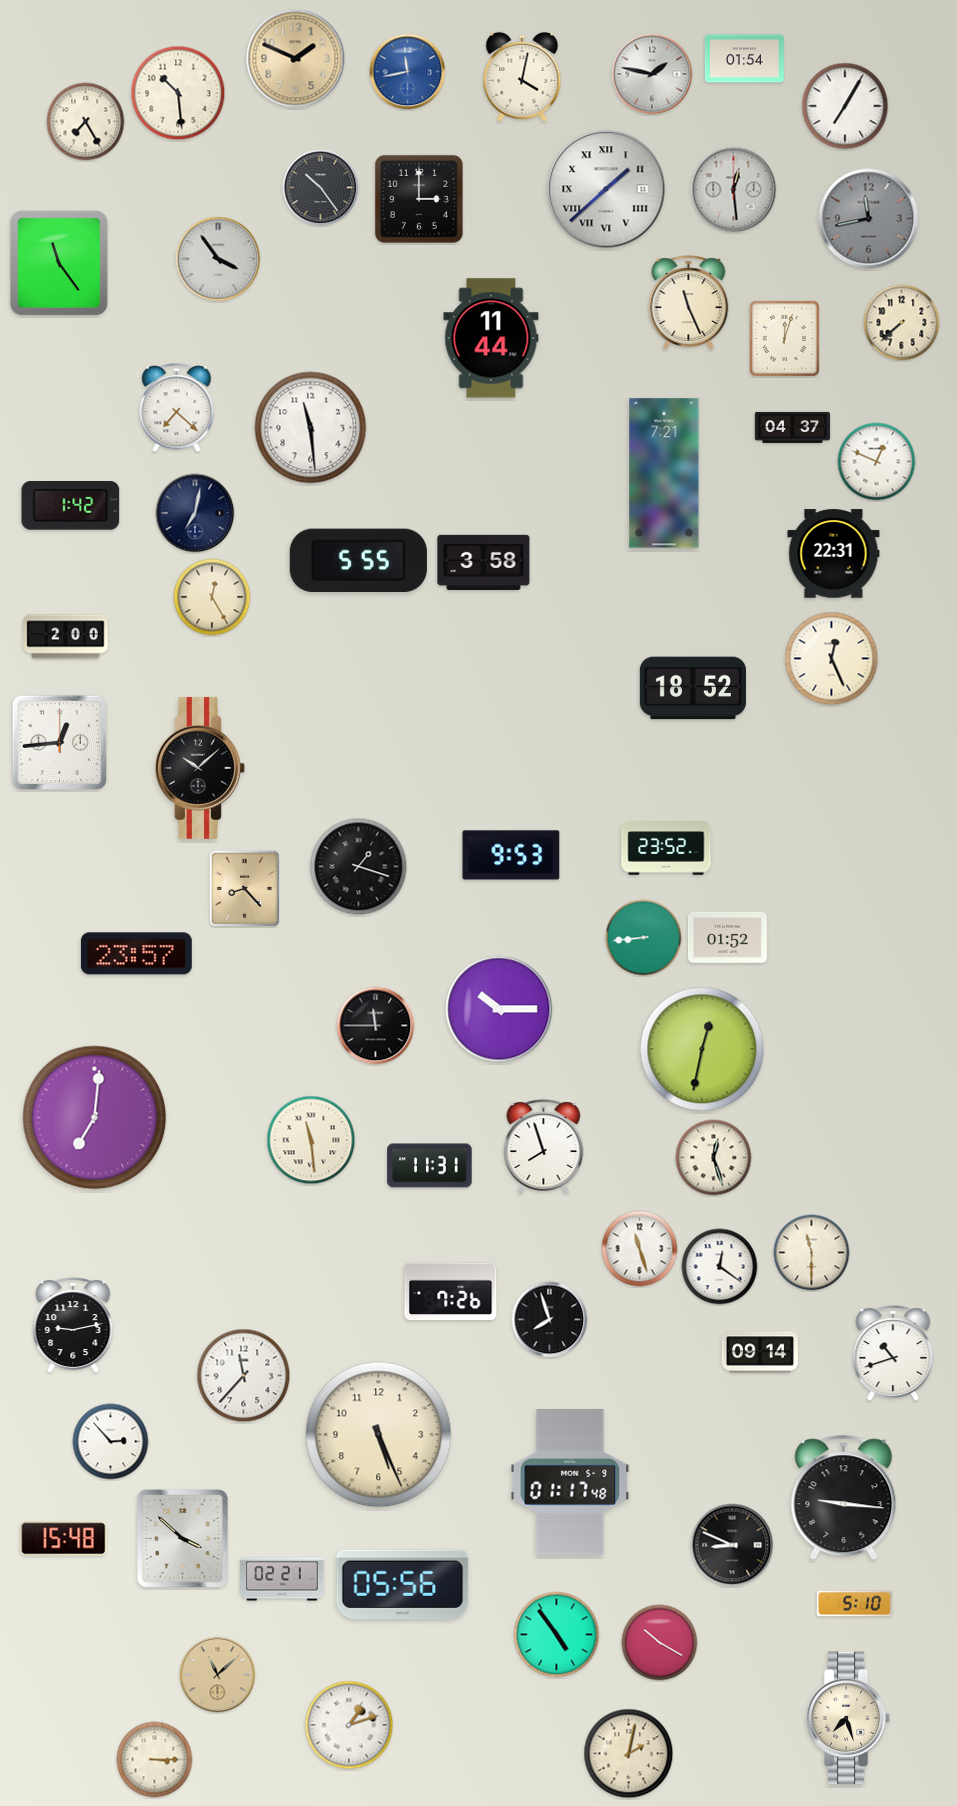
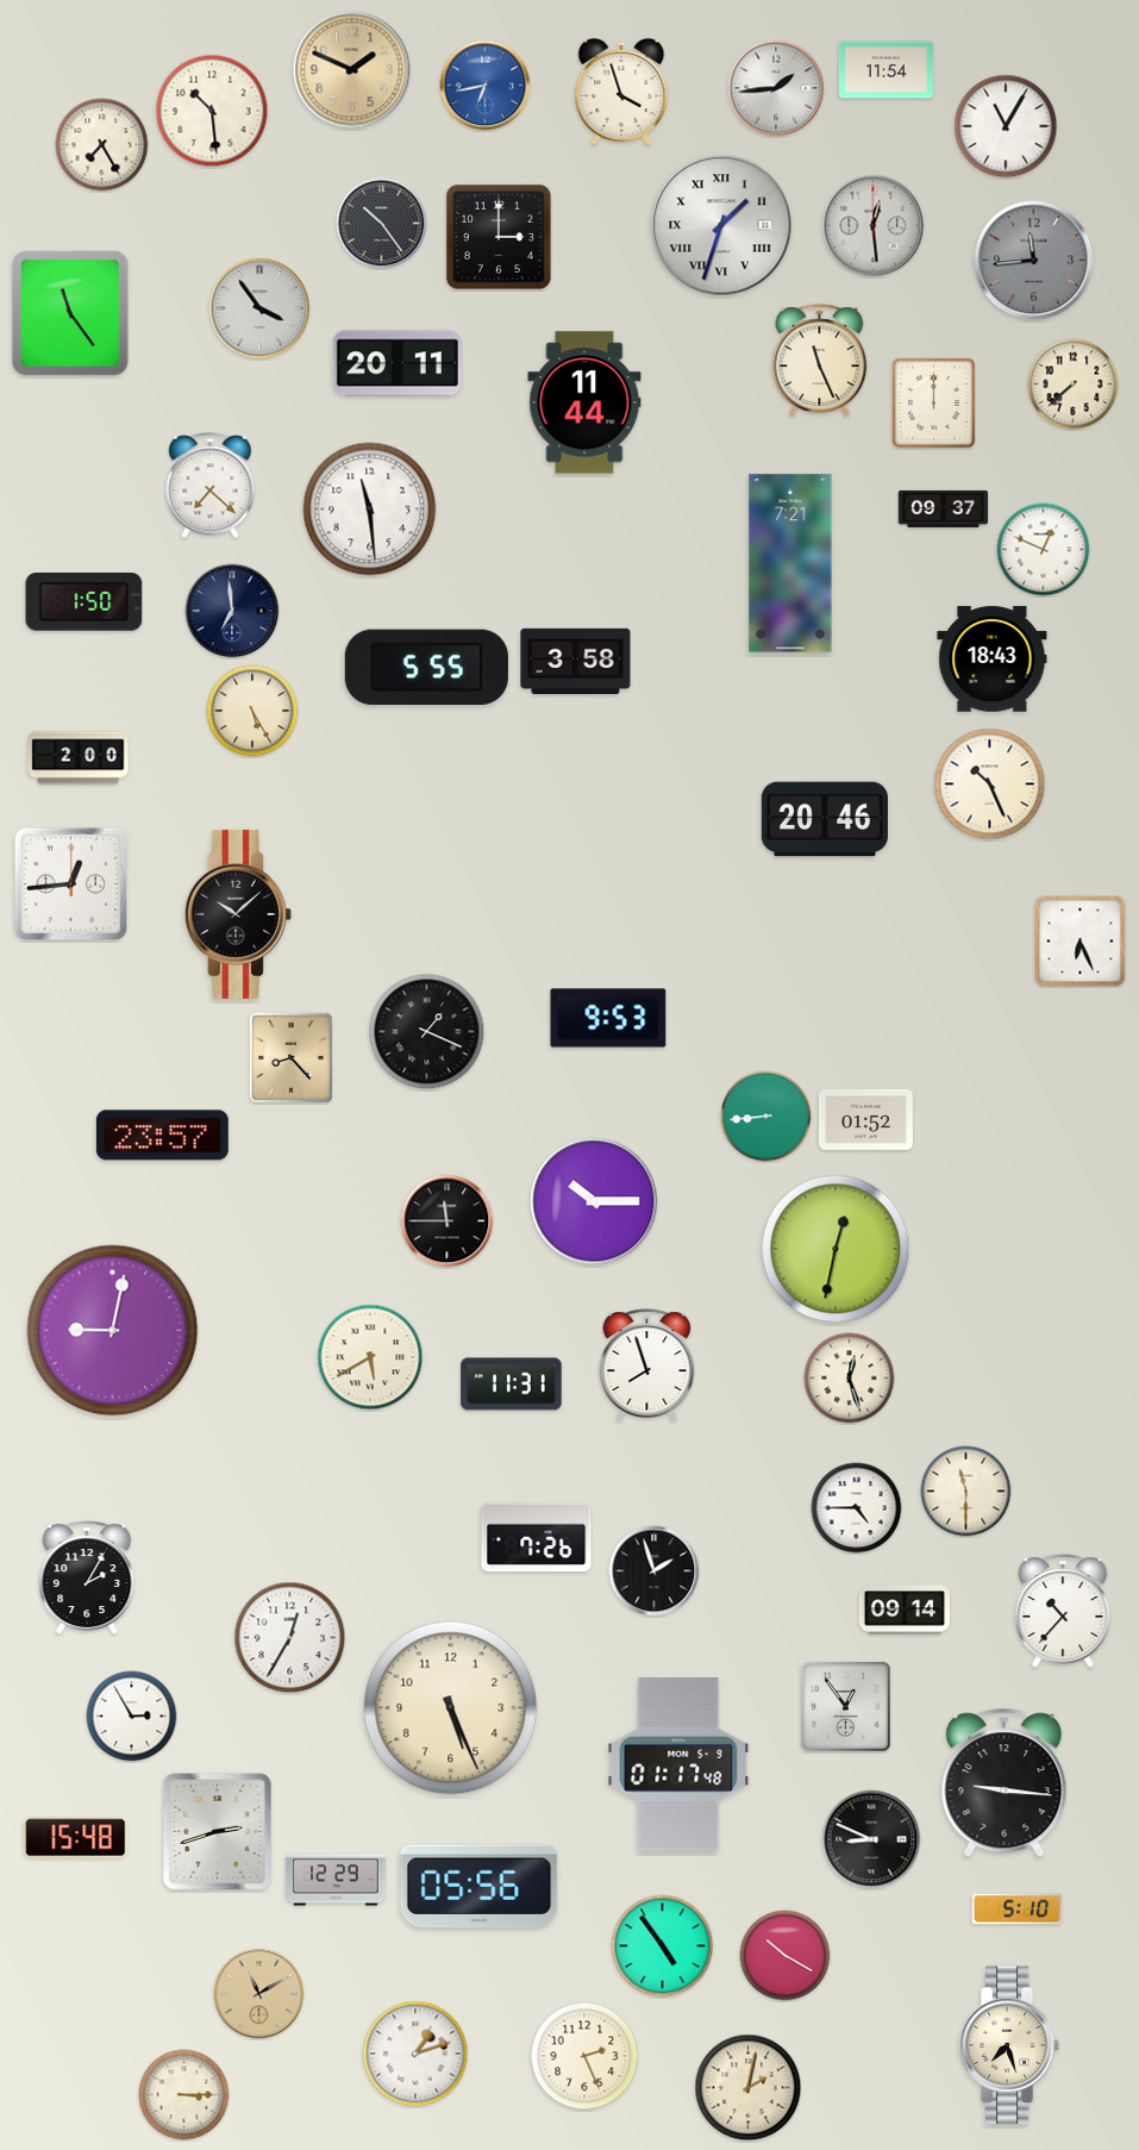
clock at (744, 59): 01:54 -> 11:54
clock at (408, 72): 11:43 -> 6:43
clock at (652, 74): 1:47 -> 1:44
clock at (522, 77): 4:02 -> 3:57
clock at (845, 106): 7:05 -> 11:05
clock at (606, 189): 1:38 -> 1:33
clock at (869, 219): 11:43 -> 11:44
clock at (398, 363): none -> 20:11
clock at (784, 338): 12:03 -> 12:00
clock at (793, 427): 04:37 -> 09:37
clock at (71, 506): 1:42 -> 1:50
clock at (195, 513): 7:02 -> 6:59
clock at (834, 554): 22:31 -> 18:43
clock at (484, 562) position: (484, 562) -> (576, 661)
clock at (212, 597): 12:25 -> 5:25
clock at (832, 659): 12:26 -> 10:26
clock at (693, 688): 18:52 -> 20:46
clock at (1081, 942): none -> 6:26
clock at (666, 848): 23:52 -> none
clock at (359, 867): 1:18 -> 1:19
clock at (727, 937) position: (727, 937) -> (865, 1119)
clock at (95, 1118): 7:01 -> 9:02
clock at (311, 1140): 11:29 -> 5:40
clock at (430, 1166) position: (430, 1166) -> (512, 1385)
clock at (640, 1249): 11:27 -> none
clock at (720, 1267): 12:21 -> 4:45
clock at (550, 1320): 7:57 -> 1:57
clock at (73, 1325): 9:13 -> 2:05
clock at (893, 1353): 10:42 -> 10:37
clock at (244, 1376): 11:37 -> 12:35
clock at (845, 1706): none -> 12:54
clock at (111, 1442): 2:53 -> 2:55
clock at (64, 1539) position: (64, 1539) -> (76, 1838)
clock at (183, 1539): 3:52 -> 2:42
clock at (282, 1579): 02:21 -> 12:29
clock at (218, 1675): 11:08 -> 11:10
clock at (584, 2056): none -> 2:26
